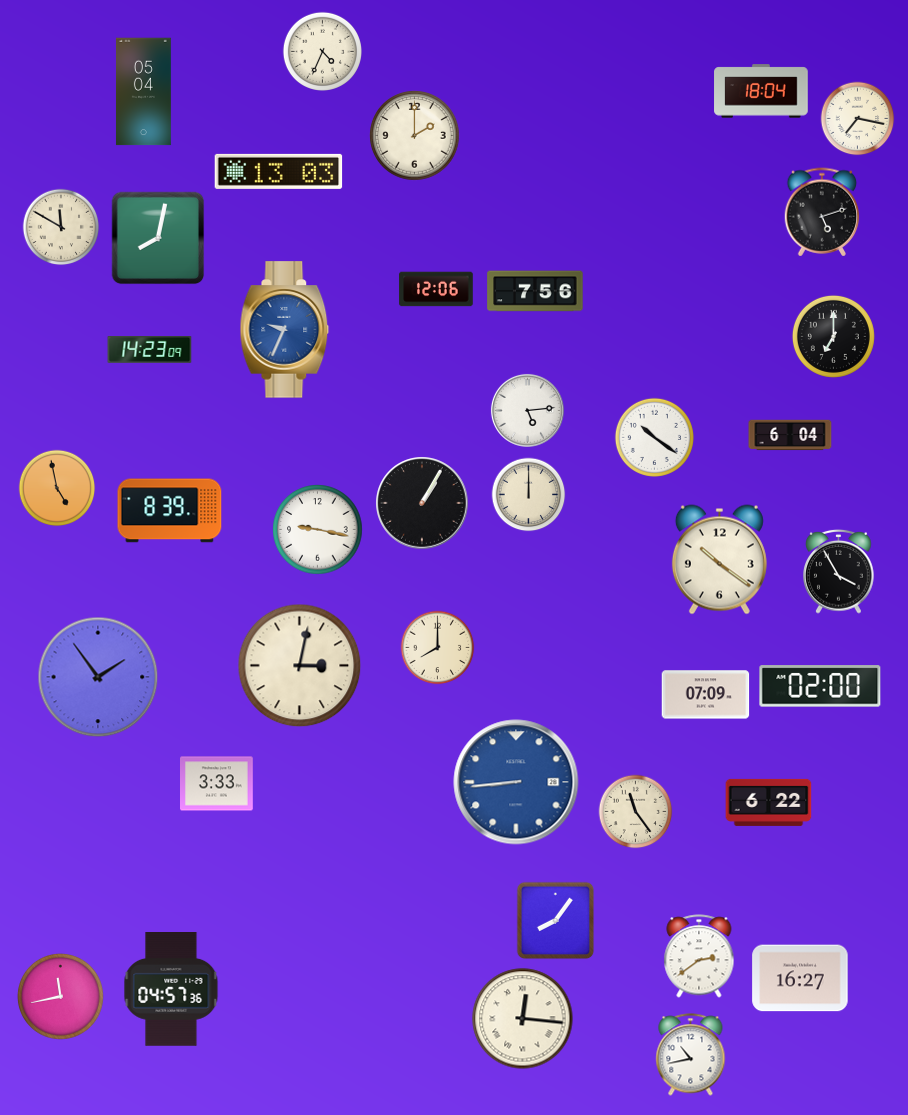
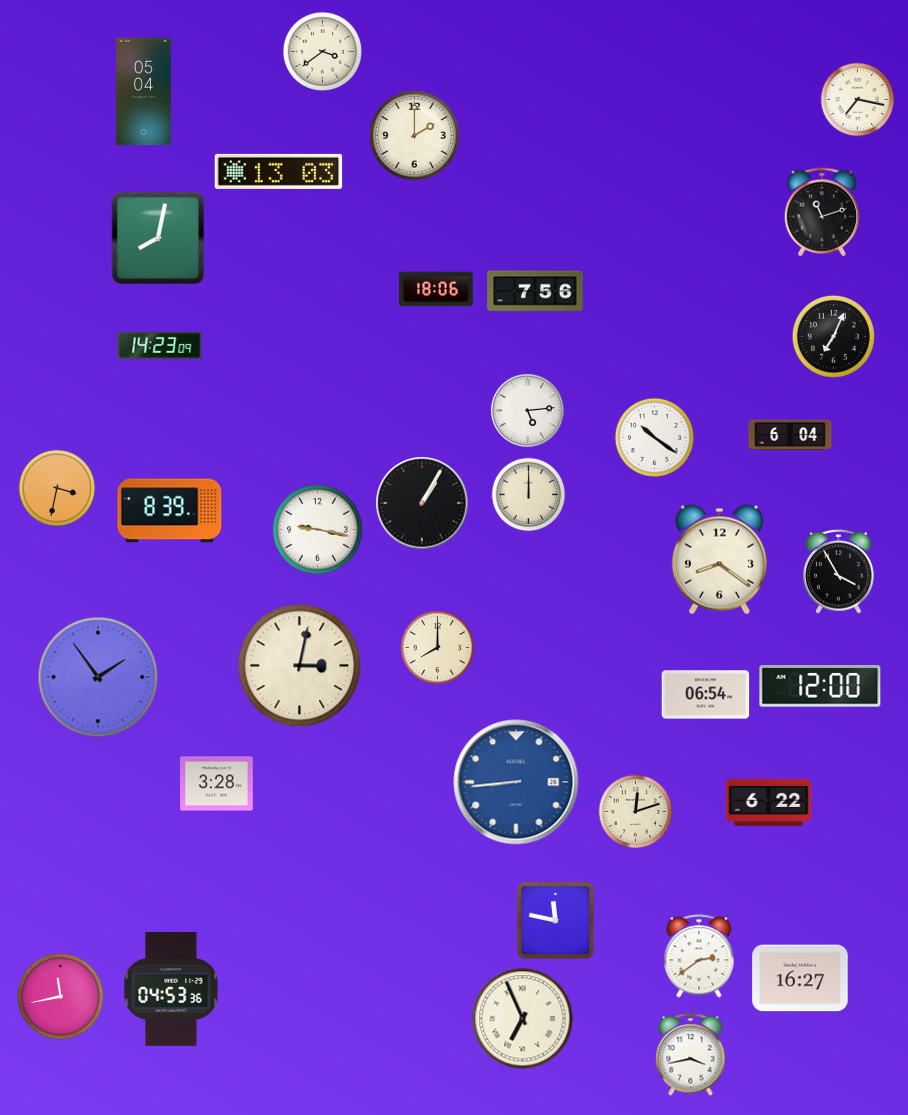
clock at (322, 51): 4:34 -> 3:39
clock at (761, 91): 18:04 -> none
clock at (858, 119) position: (858, 119) -> (858, 100)
clock at (822, 212): 5:12 -> 11:12
clock at (61, 227): 11:50 -> none
clock at (436, 289): 12:06 -> 18:06
clock at (285, 330): 9:34 -> none
clock at (833, 336): 7:00 -> 7:04
clock at (150, 350) position: (150, 350) -> (160, 346)
clock at (57, 488): 4:58 -> 3:32
clock at (719, 560): 10:21 -> 8:21
clock at (820, 686): 02:00 -> 12:00
clock at (706, 695): 07:09 -> 06:54
clock at (217, 784): 3:33 -> 3:28
clock at (636, 812): 11:24 -> 12:12
clock at (556, 921): 8:06 -> 11:47
clock at (171, 990): 04:57 -> 04:53
clock at (523, 1019): 12:16 -> 6:56
clock at (691, 1055): 10:43 -> 3:43
